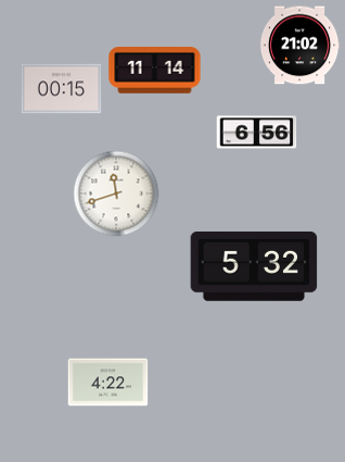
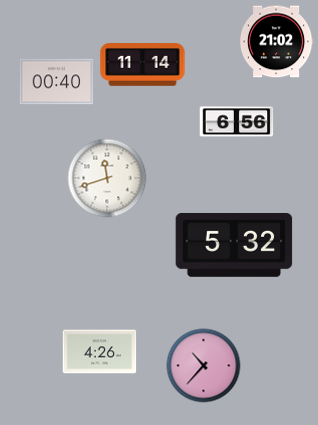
clock at (62, 89): 00:15 -> 00:40
clock at (108, 383): 4:22 -> 4:26
clock at (204, 366): none -> 10:37
